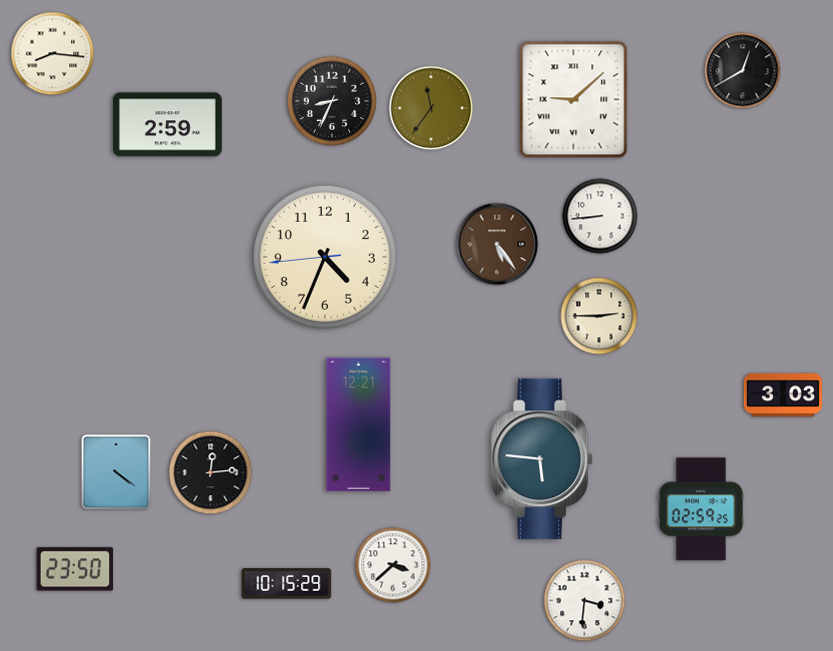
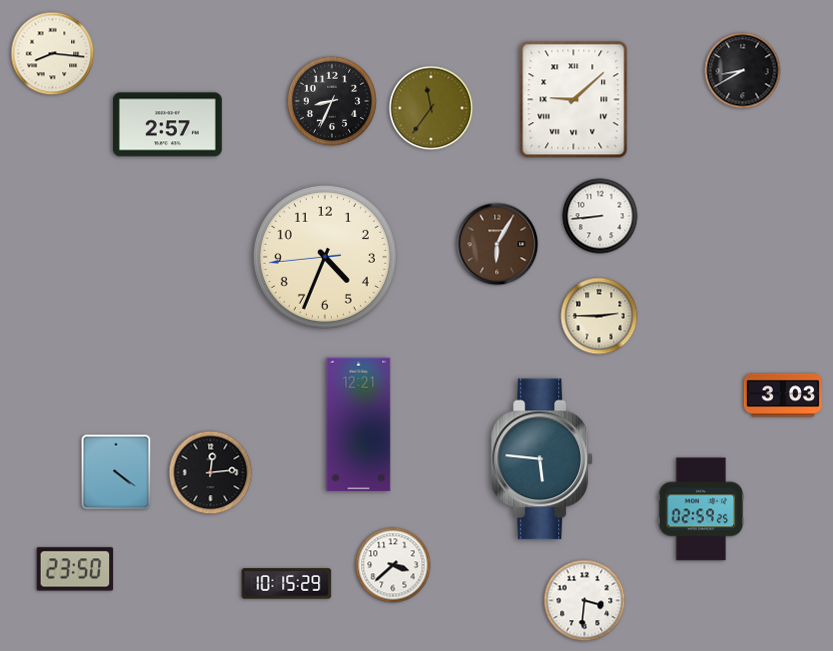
clock at (743, 71): 12:40 -> 8:40
clock at (167, 125): 2:59 -> 2:57
clock at (497, 244): 5:24 -> 6:05
